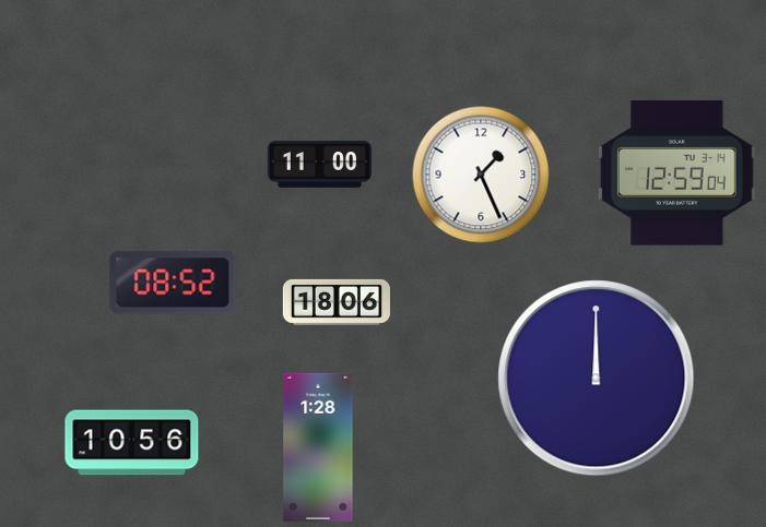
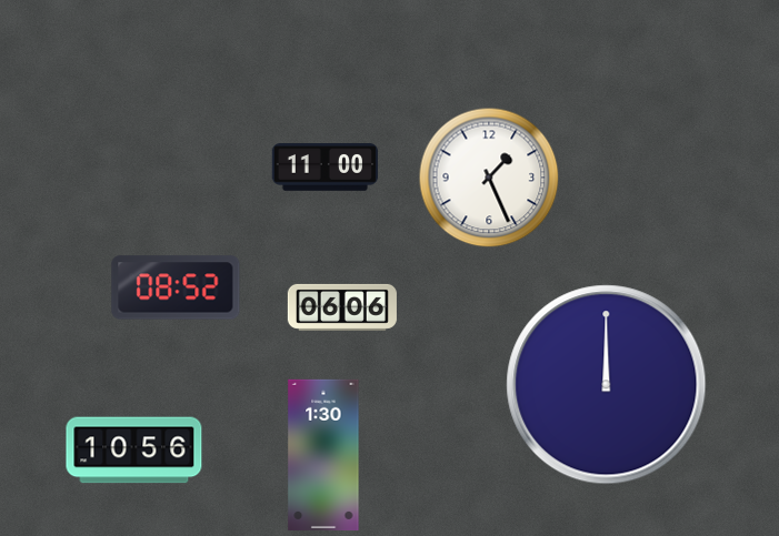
clock at (676, 173): 12:59 -> none
clock at (337, 302): 18:06 -> 06:06
clock at (318, 446): 1:28 -> 1:30
